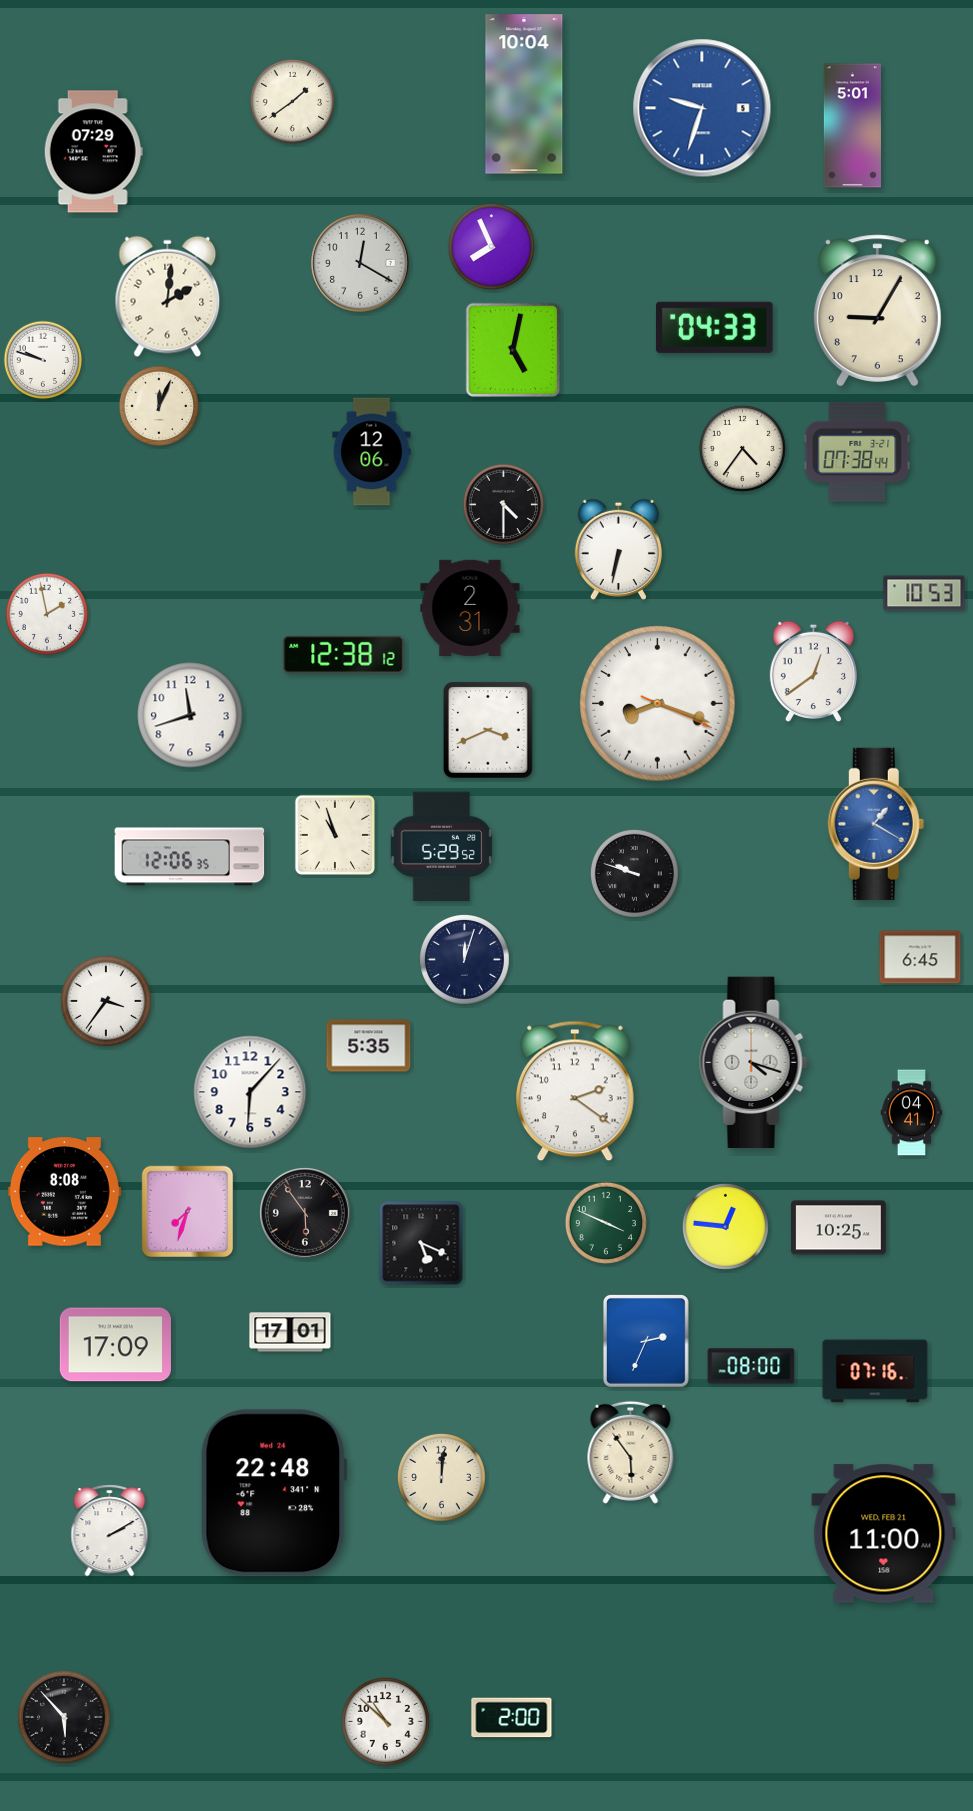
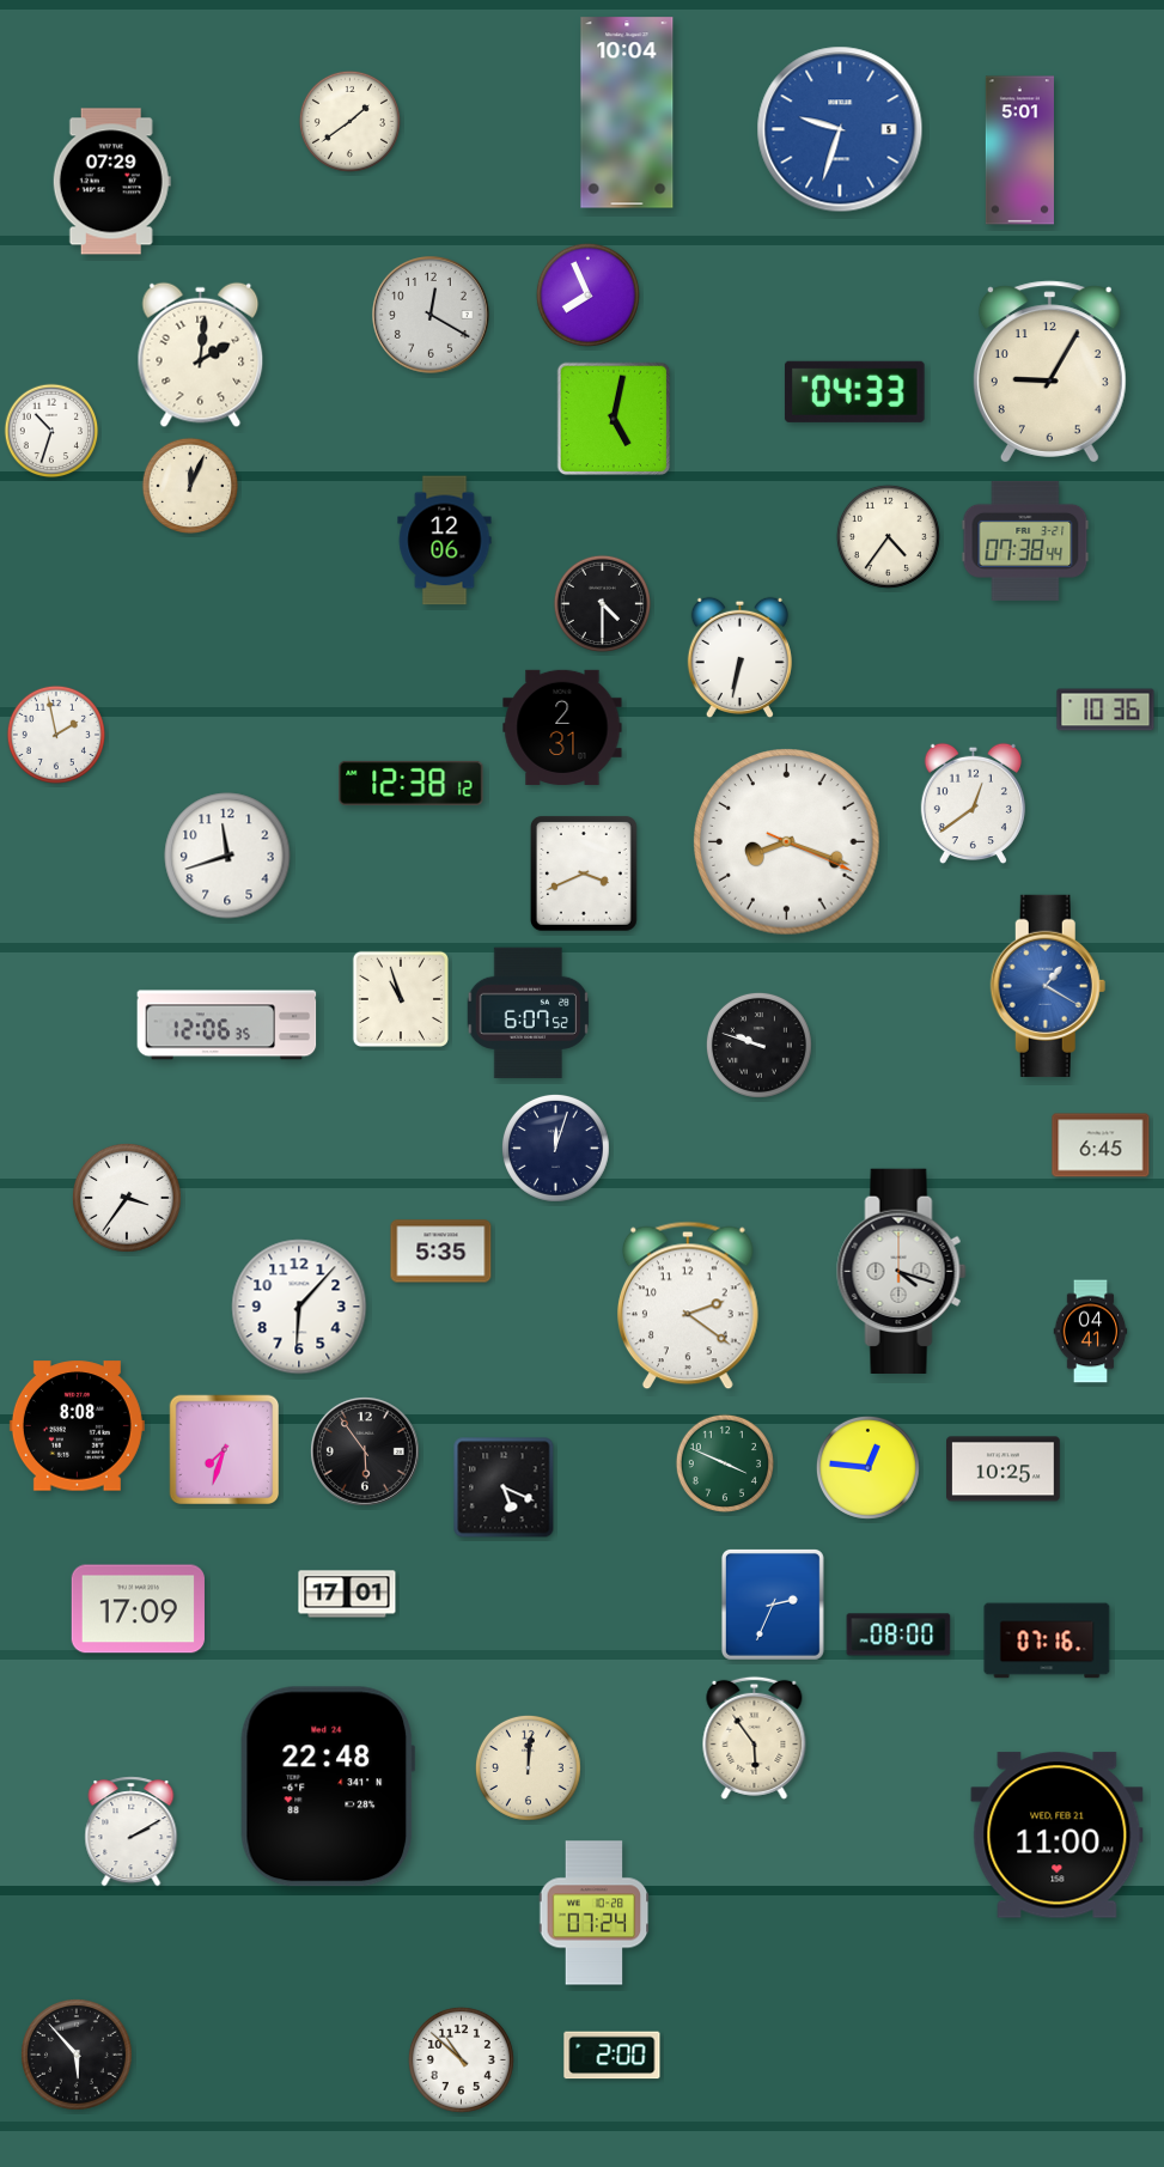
clock at (43, 360): 9:48 -> 10:33
clock at (924, 593): 10:53 -> 10:36
clock at (442, 847): 5:29 -> 6:07
clock at (595, 1913): none -> 07:24
